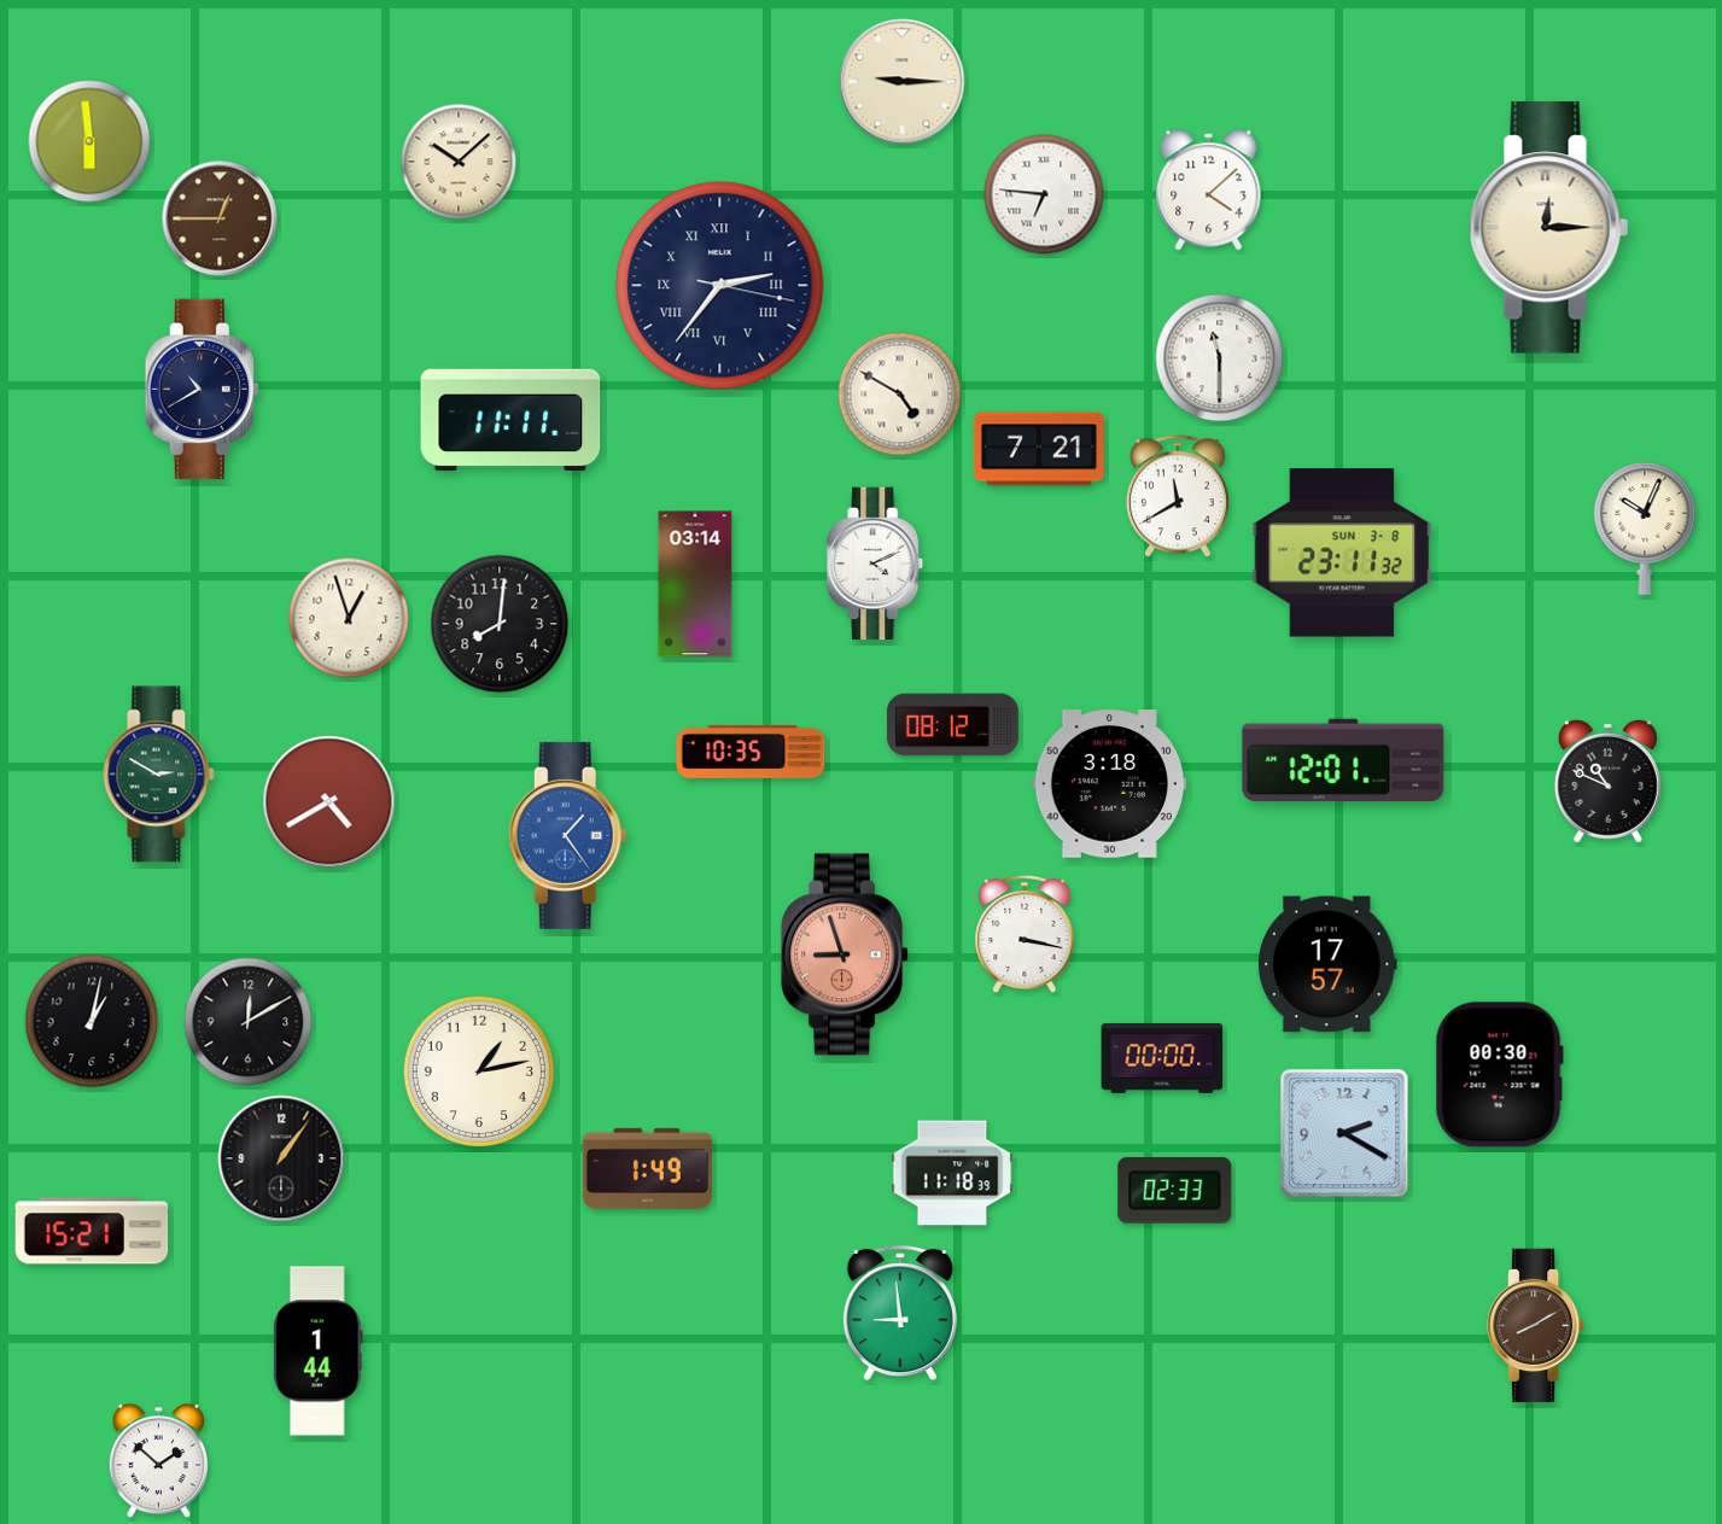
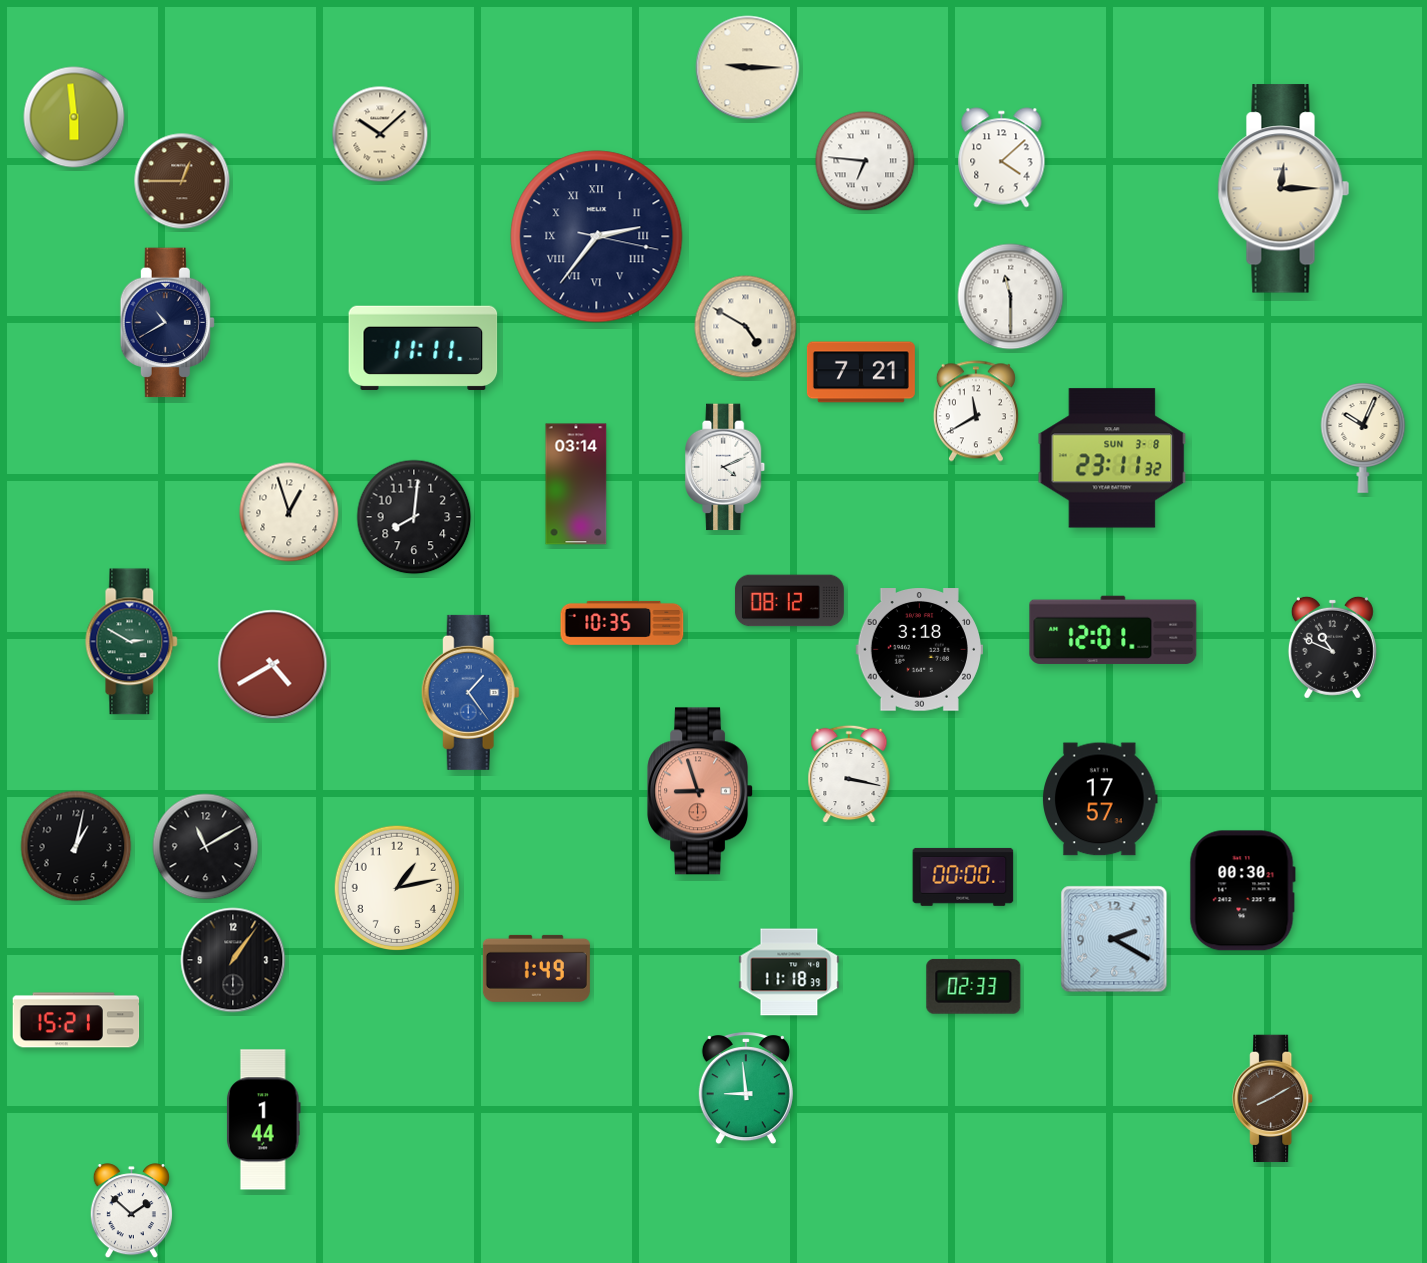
clock at (249, 1022): 12:10 -> 11:10
